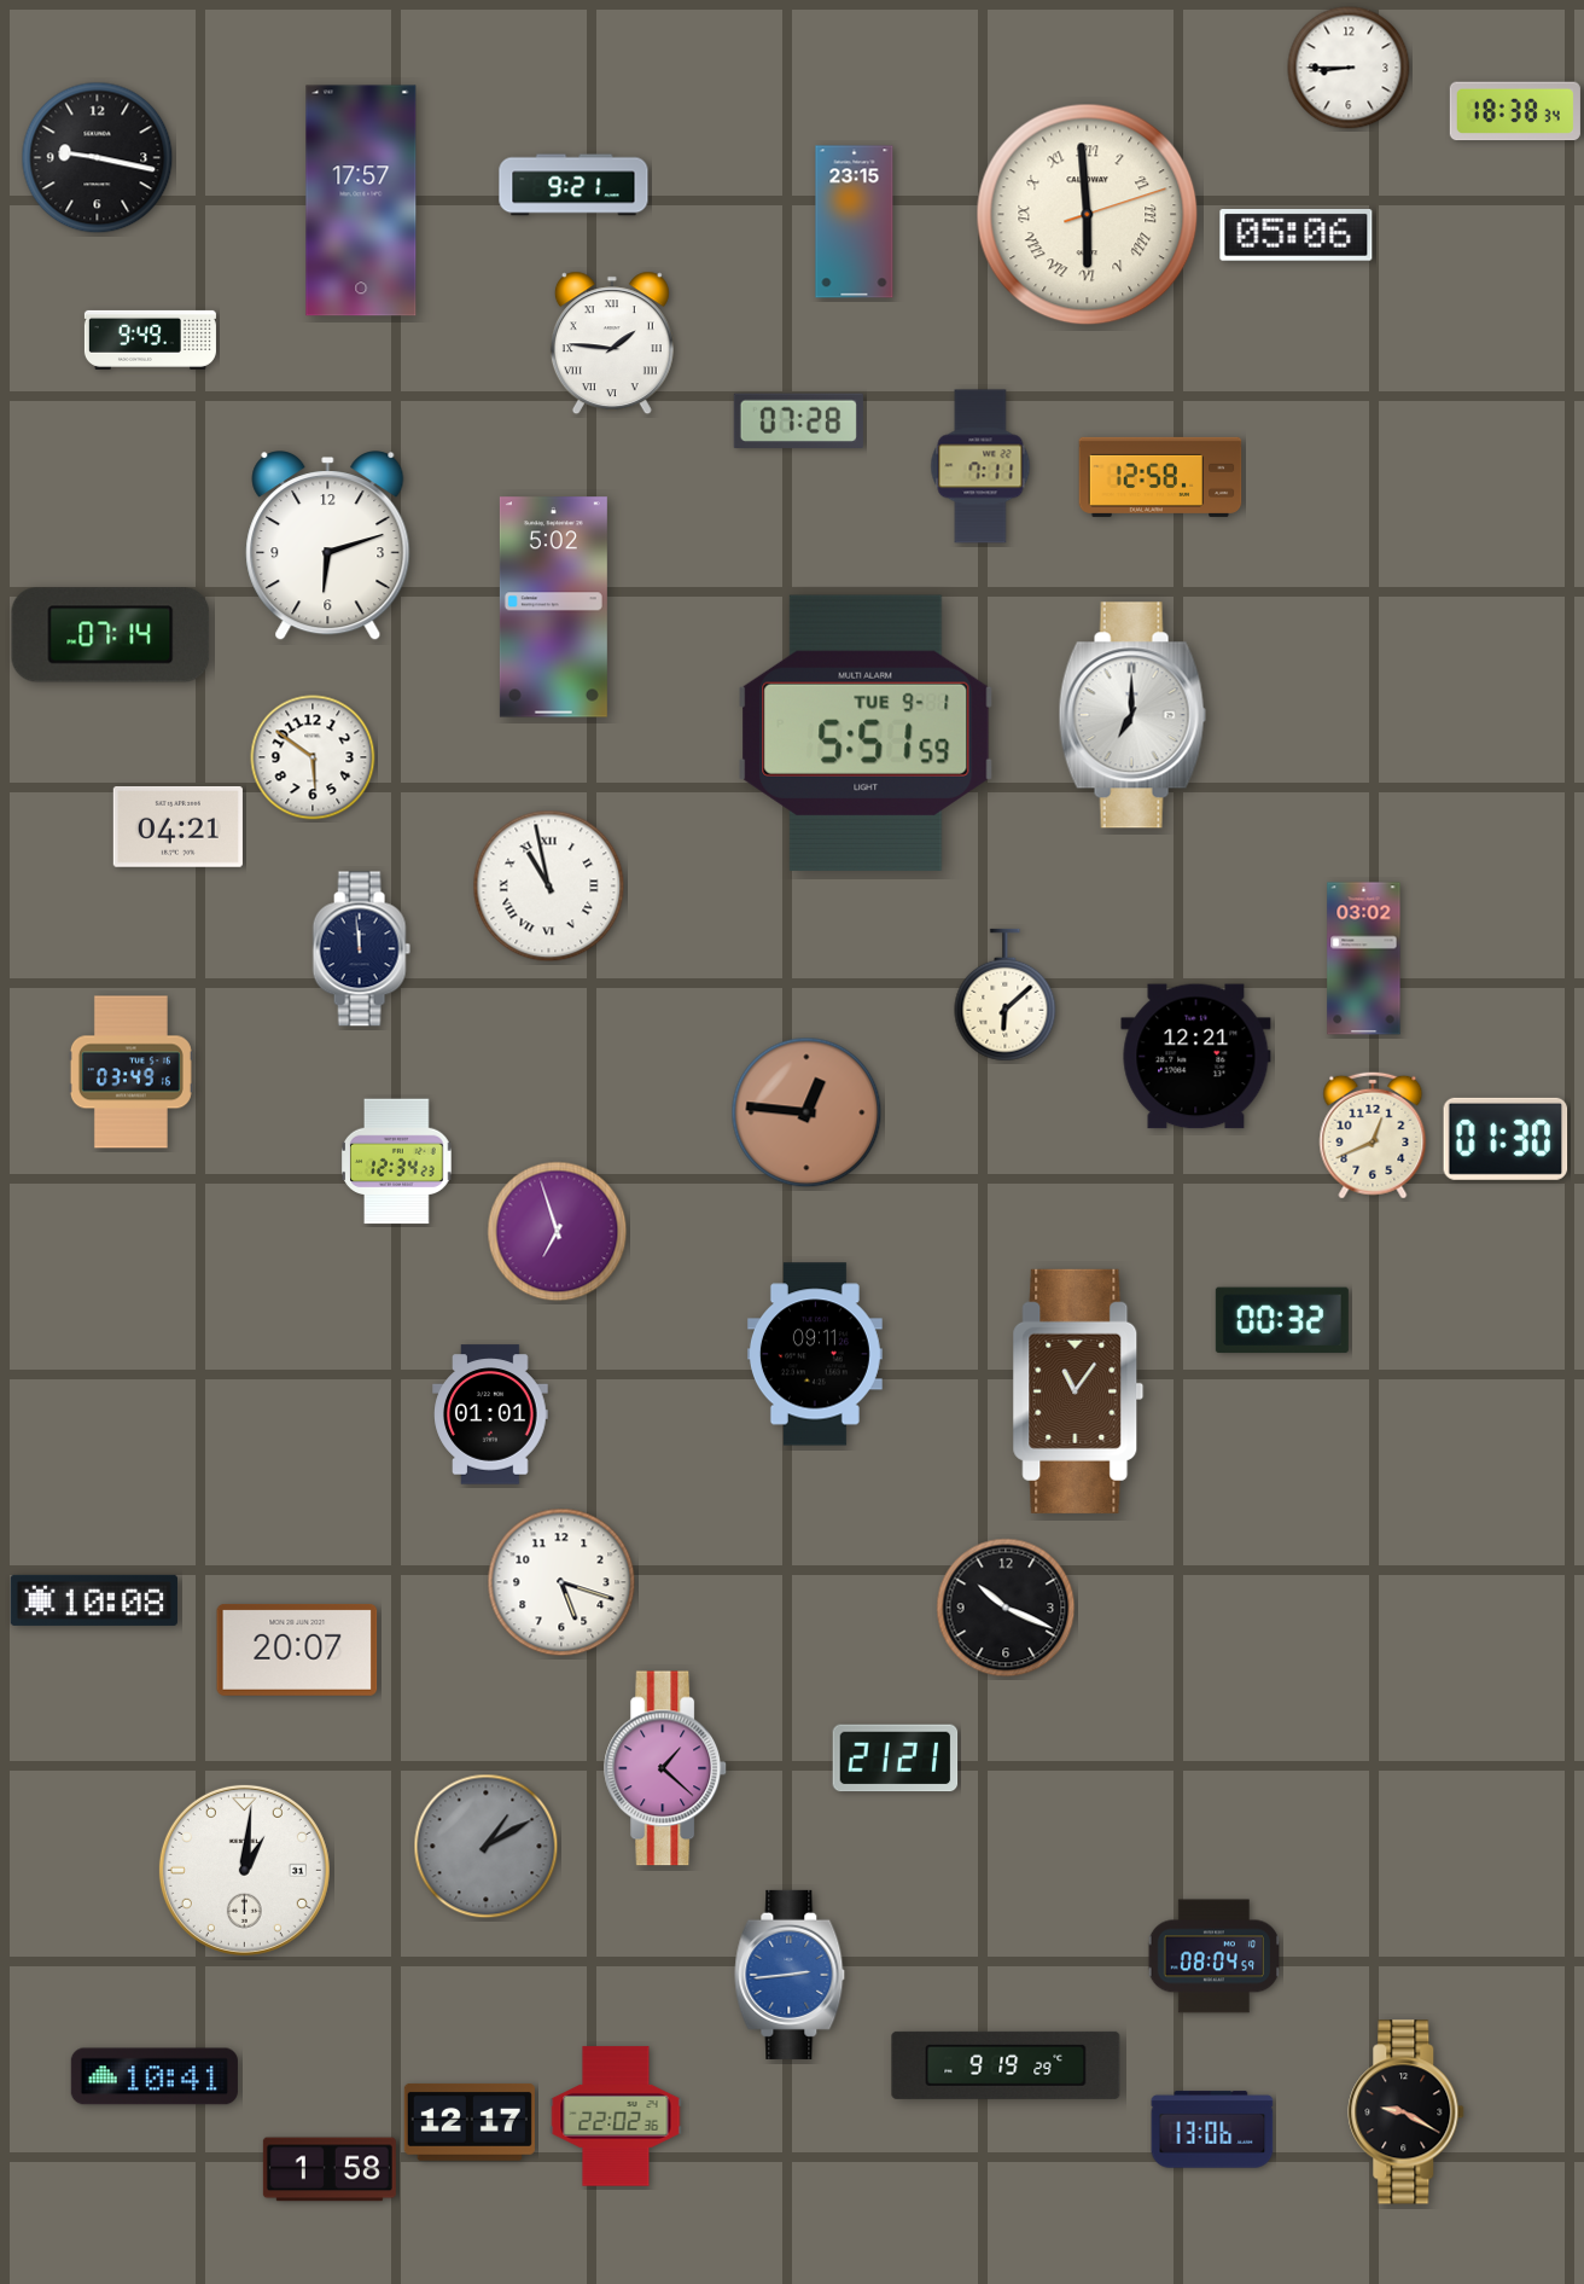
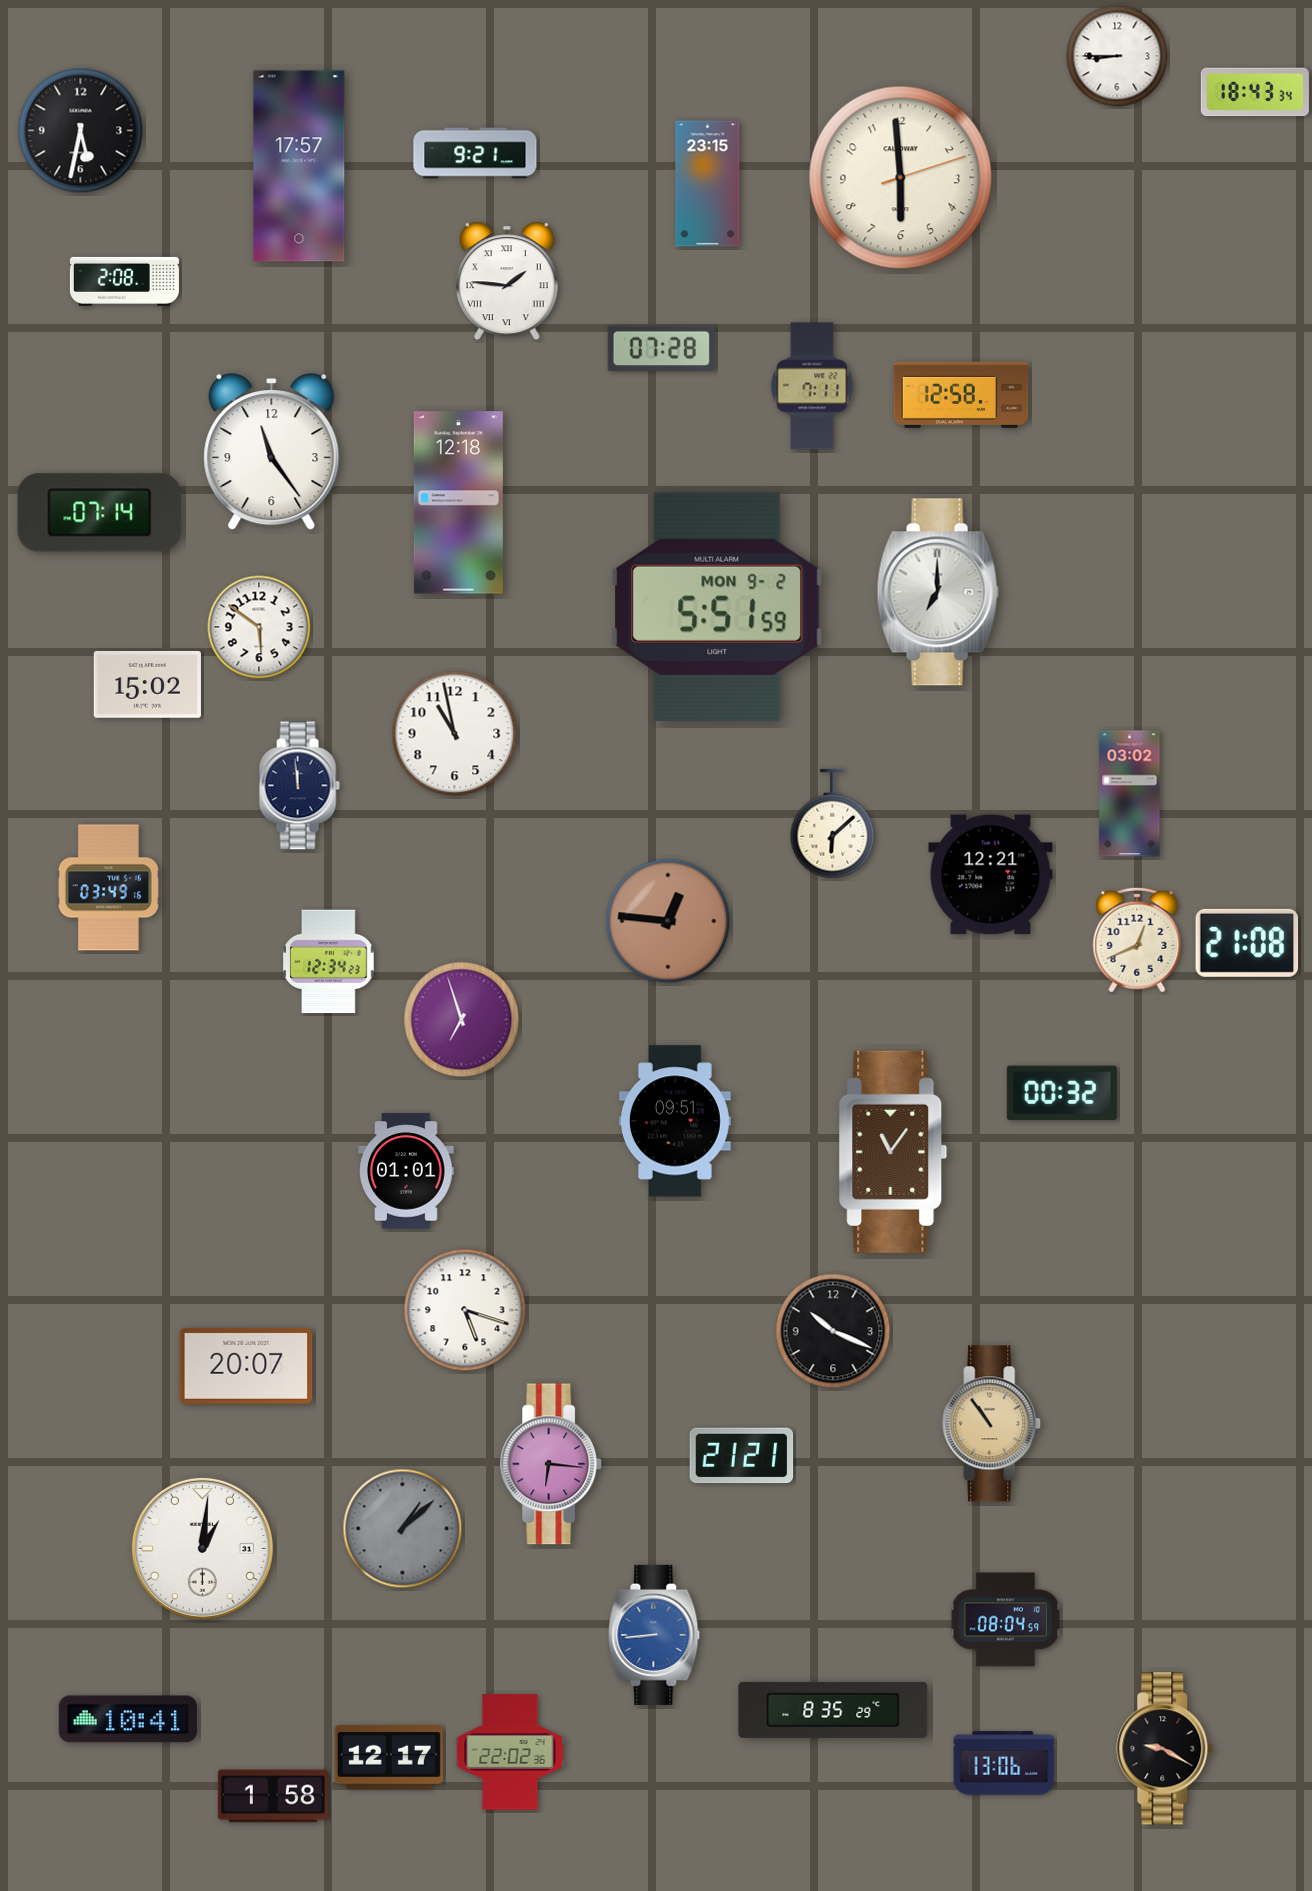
clock at (1515, 111): 18:38 -> 18:43
clock at (98, 158): 9:17 -> 5:32
clock at (1088, 215) numerals: Roman -> Arabic
clock at (1297, 236): 05:06 -> none
clock at (150, 339): 9:49 -> 2:08
clock at (612, 343) position: (612, 343) -> (507, 281)
clock at (328, 547): 6:12 -> 11:24
clock at (553, 608): 5:02 -> 12:18
clock at (111, 635) position: (111, 635) -> (100, 513)
clock at (866, 733) date: TUE 9-1 -> MON 9-2
clock at (177, 826): 04:21 -> 15:02
clock at (549, 887) numerals: Roman -> Arabic
clock at (1506, 1139): 01:30 -> 21:08
clock at (815, 1354): 09:11 -> 09:51
clock at (94, 1600): 10:08 -> none
clock at (992, 1424): none -> 10:54
clock at (666, 1768): 1:22 -> 6:16
clock at (487, 1847): 1:10 -> 1:08
clock at (790, 1975): 2:44 -> 8:44
clock at (1006, 2065): 9:19 -> 8:35
